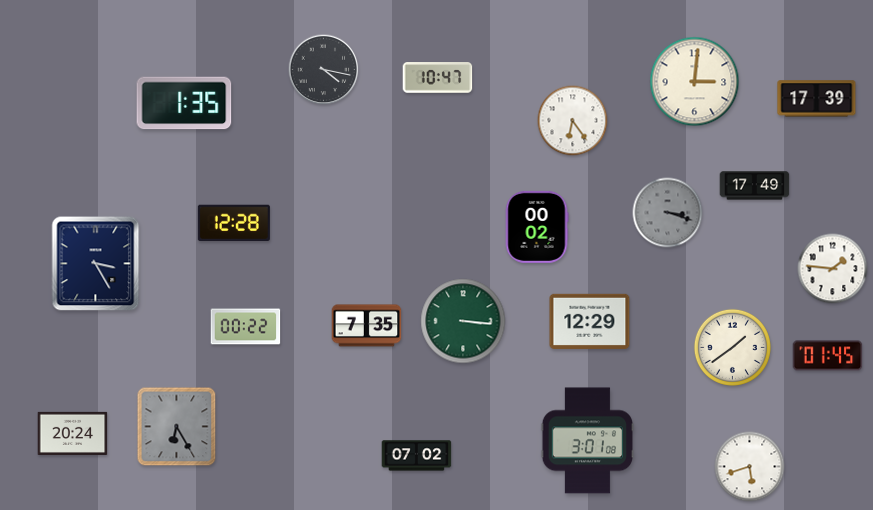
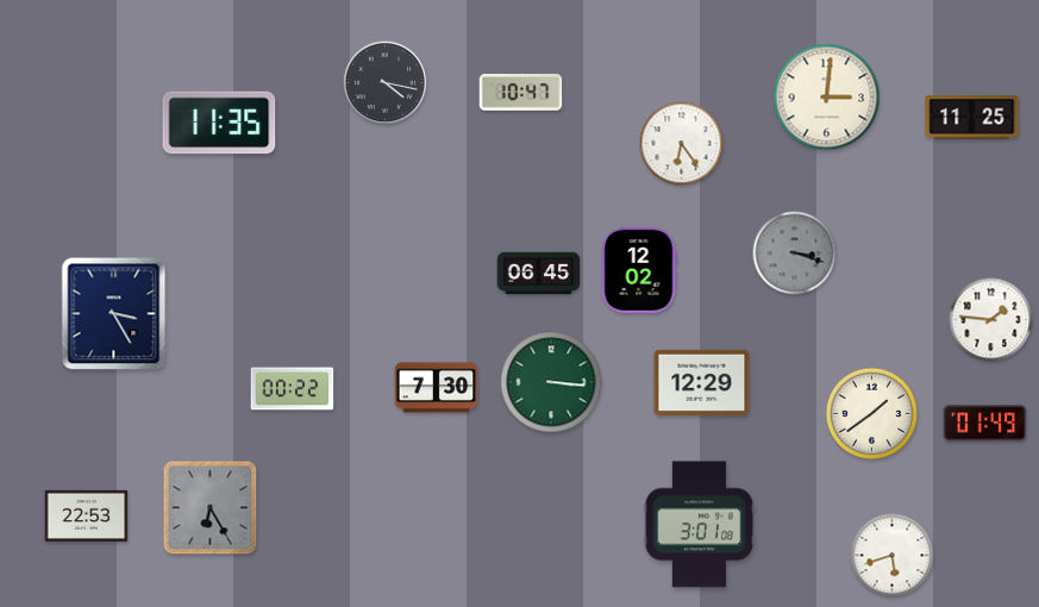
clock at (817, 99): 17:39 -> 11:25
clock at (184, 103): 1:35 -> 11:35
clock at (755, 186): 17:49 -> none
clock at (234, 222): 12:28 -> none
clock at (537, 227): 00:02 -> 12:02
clock at (539, 274): none -> 06:45
clock at (367, 326): 7:35 -> 7:30
clock at (828, 356): 01:45 -> 01:49
clock at (73, 433): 20:24 -> 22:53
clock at (417, 456): 07:02 -> none
